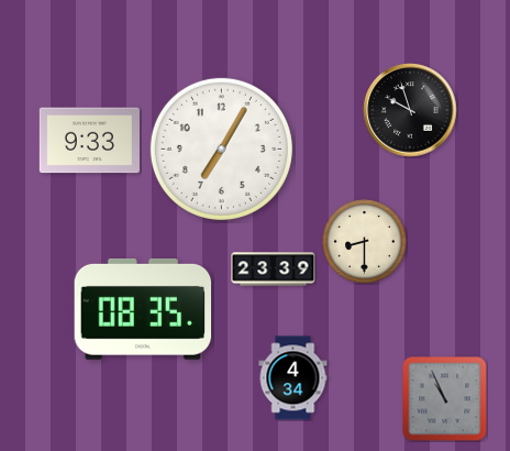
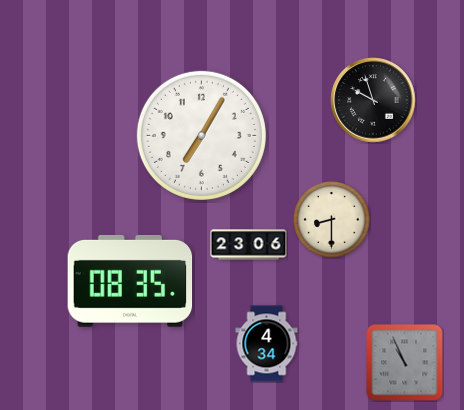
clock at (89, 141): 9:33 -> none
clock at (274, 269): 23:39 -> 23:06
